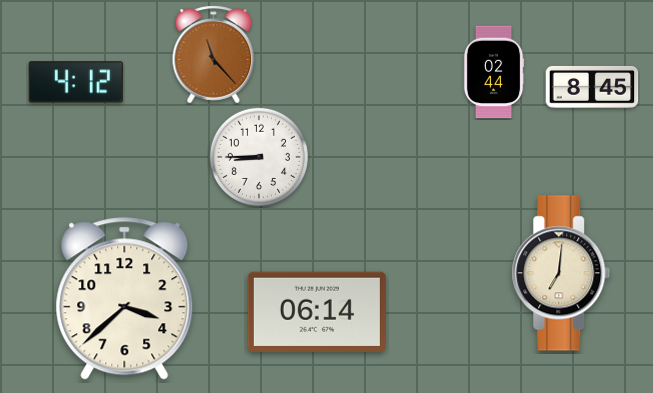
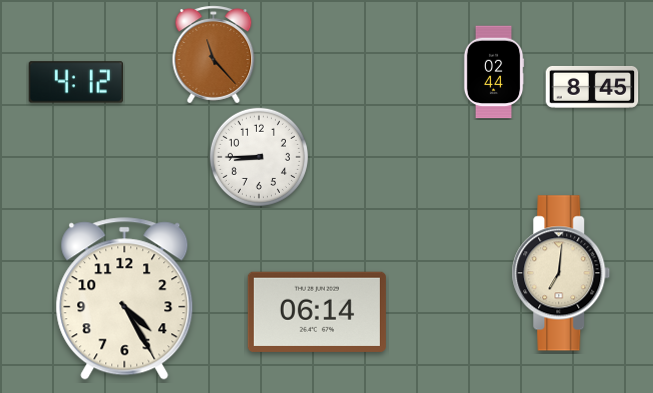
clock at (125, 299): 3:38 -> 4:25
